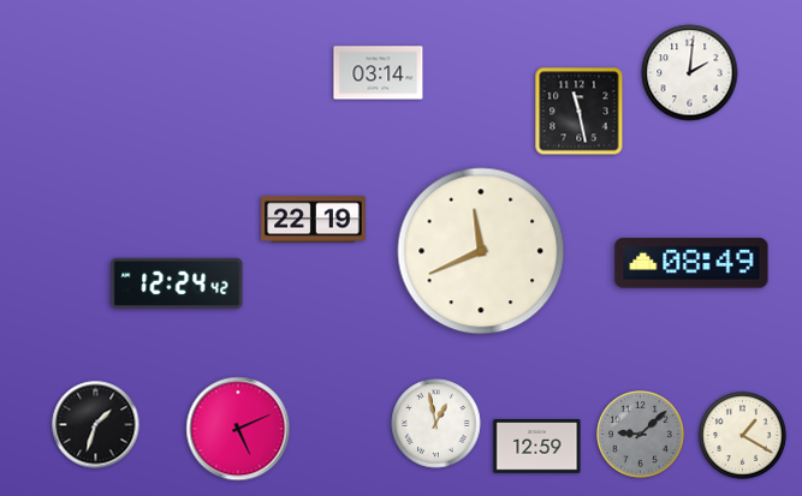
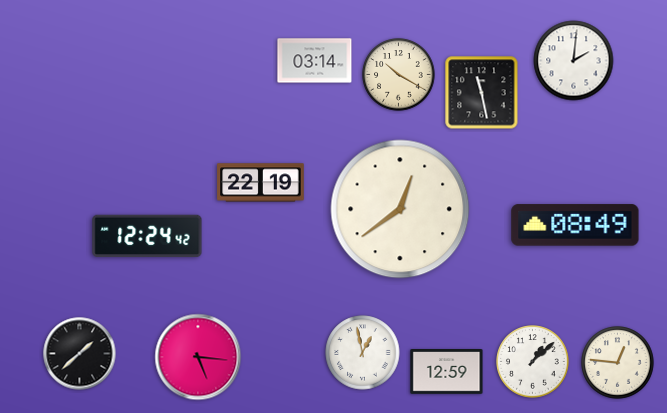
clock at (399, 75): none -> 10:20
clock at (481, 251): 11:41 -> 12:39
clock at (691, 263) position: (691, 263) -> (575, 225)
clock at (96, 425): 1:33 -> 1:38
clock at (238, 429): 5:11 -> 5:16
clock at (641, 435): 9:08 -> 1:08
clock at (641, 435) dial: grey -> white
clock at (743, 436): 1:20 -> 12:46
